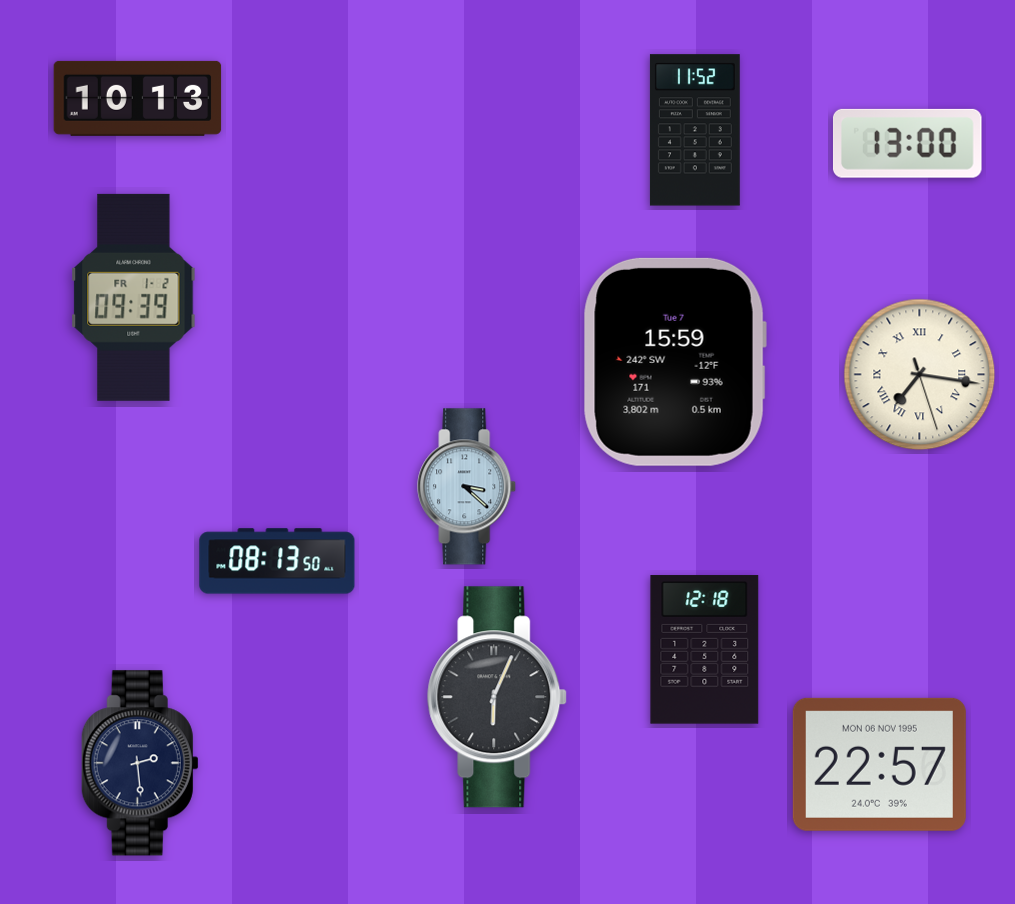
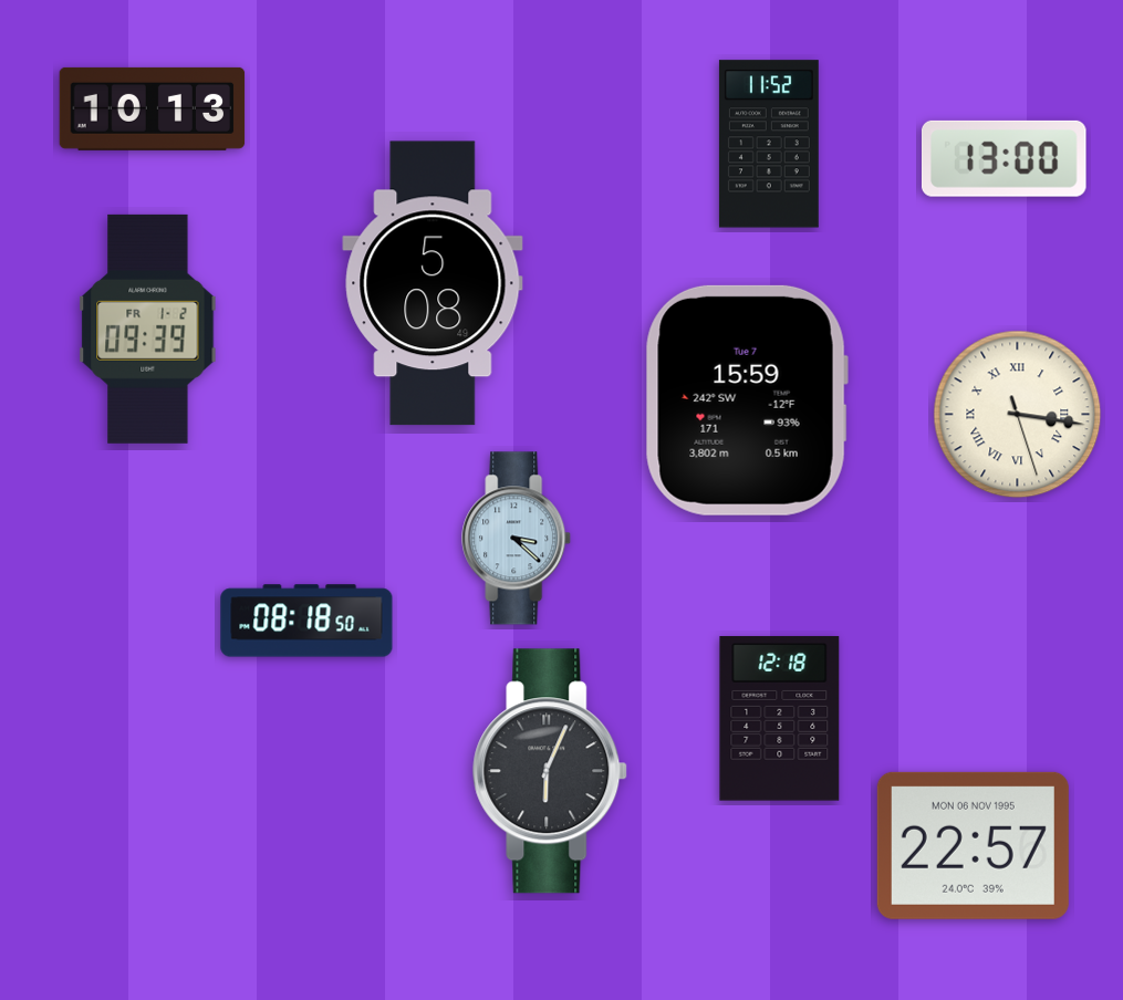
clock at (433, 283): none -> 5:08
clock at (920, 375): 7:16 -> 3:16
clock at (277, 561): 08:13 -> 08:18
clock at (140, 763): 2:29 -> none
